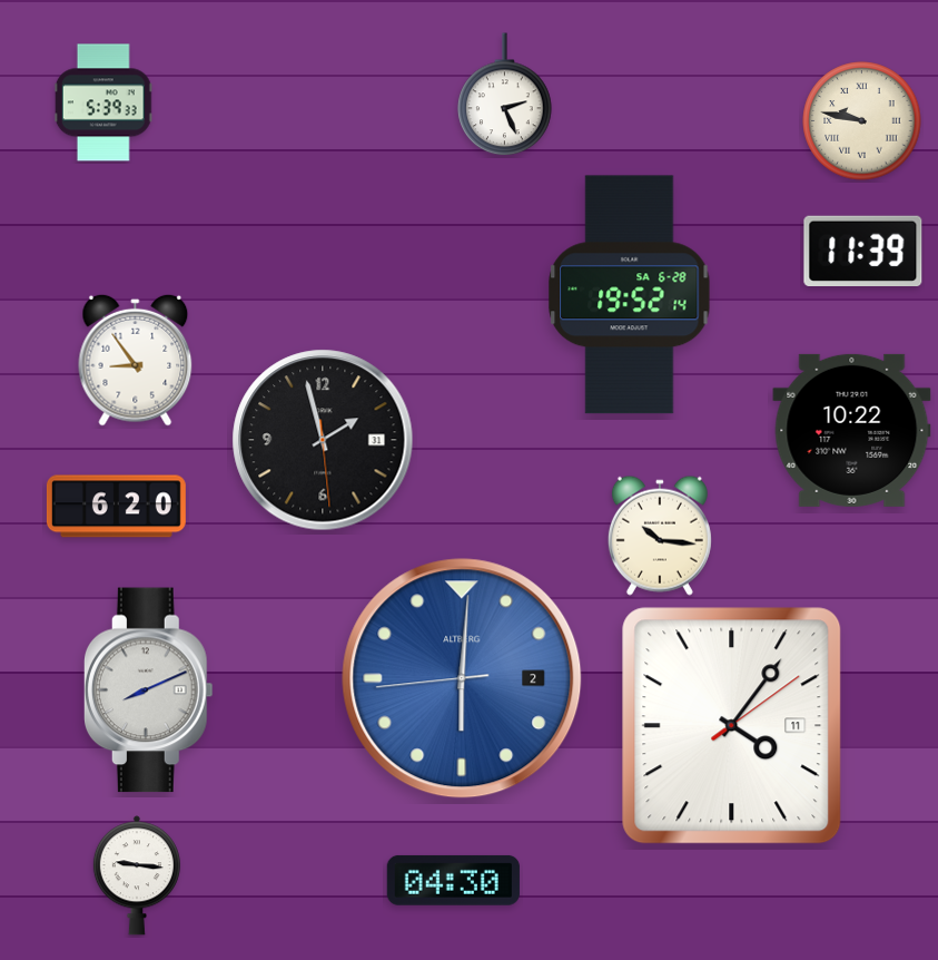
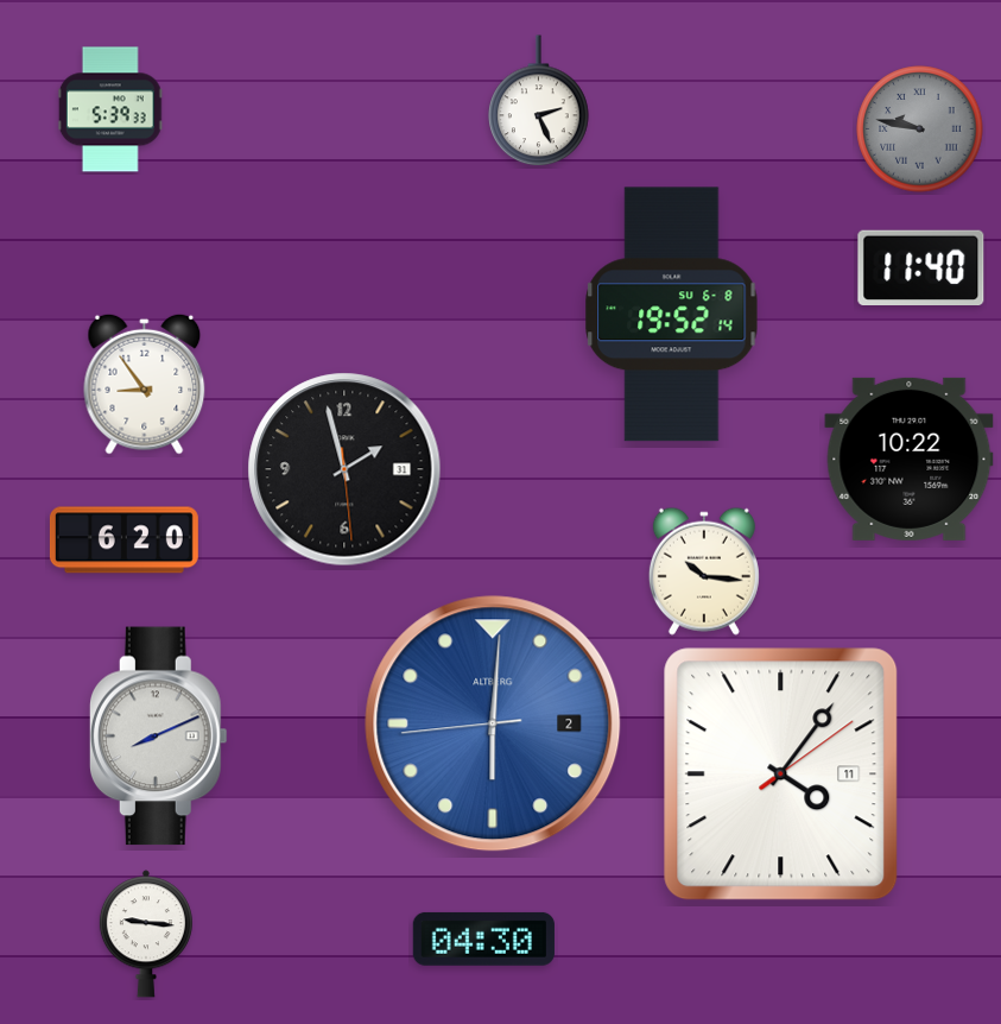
clock at (862, 121) dial: cream -> grey
clock at (863, 251): 11:39 -> 11:40
clock at (630, 295) date: SA 6-28 -> SU 6-8
